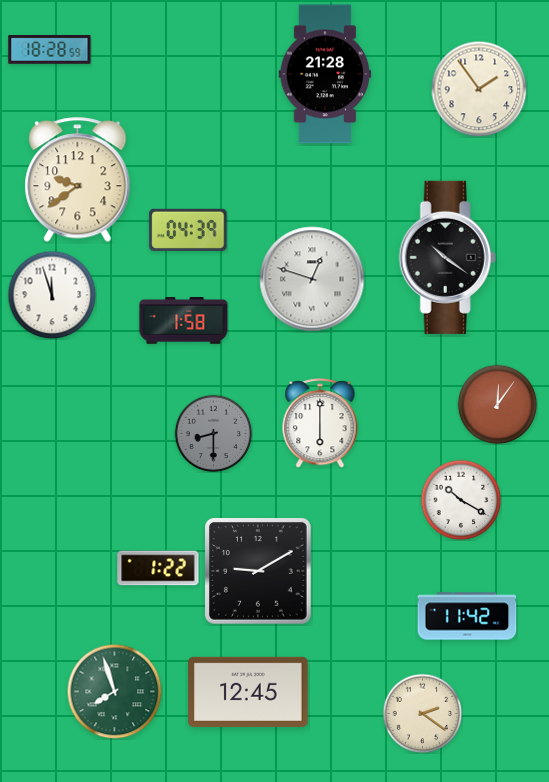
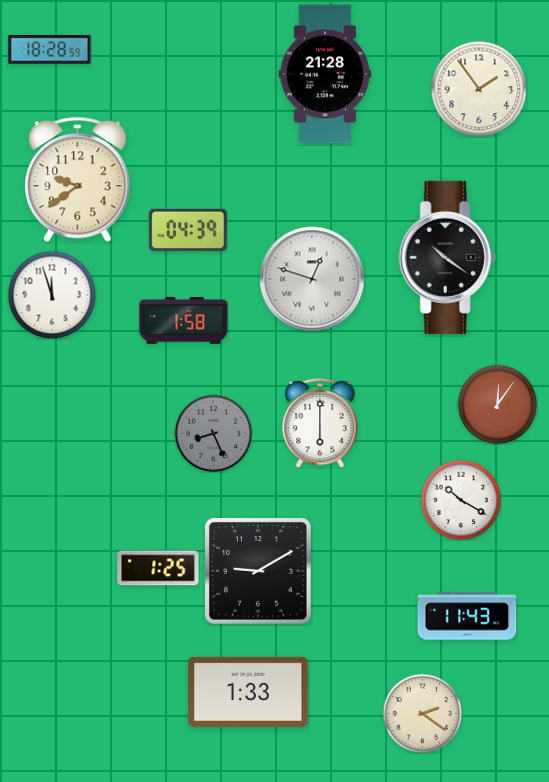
clock at (213, 433): 8:30 -> 8:26
clock at (158, 568): 1:22 -> 1:25
clock at (467, 616): 11:42 -> 11:43
clock at (114, 691): 7:57 -> none
clock at (248, 692): 12:45 -> 1:33
